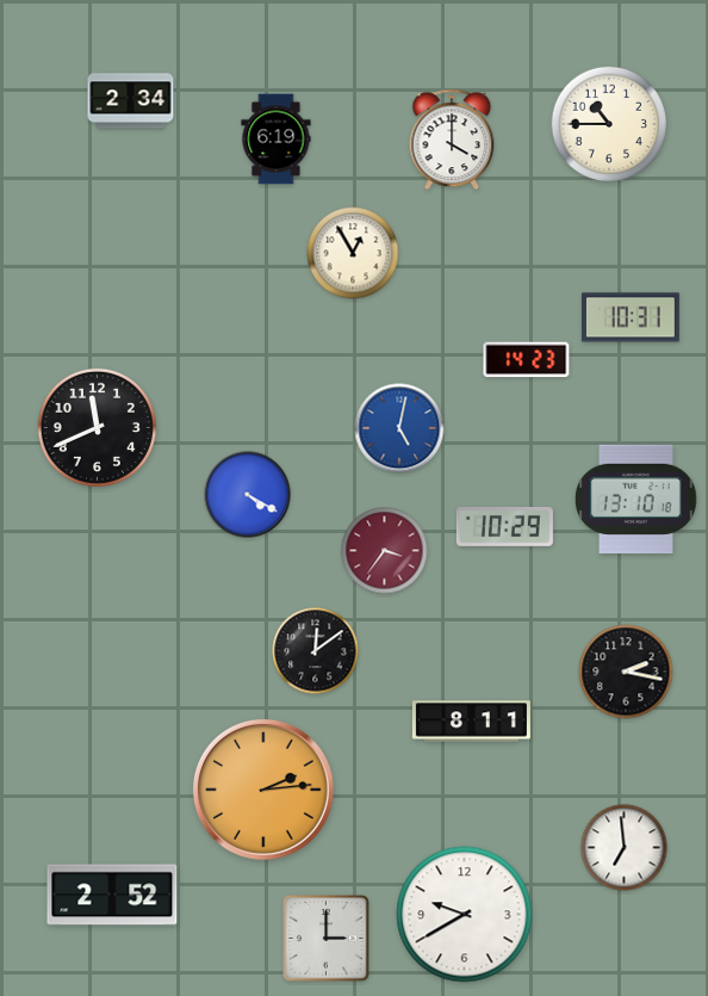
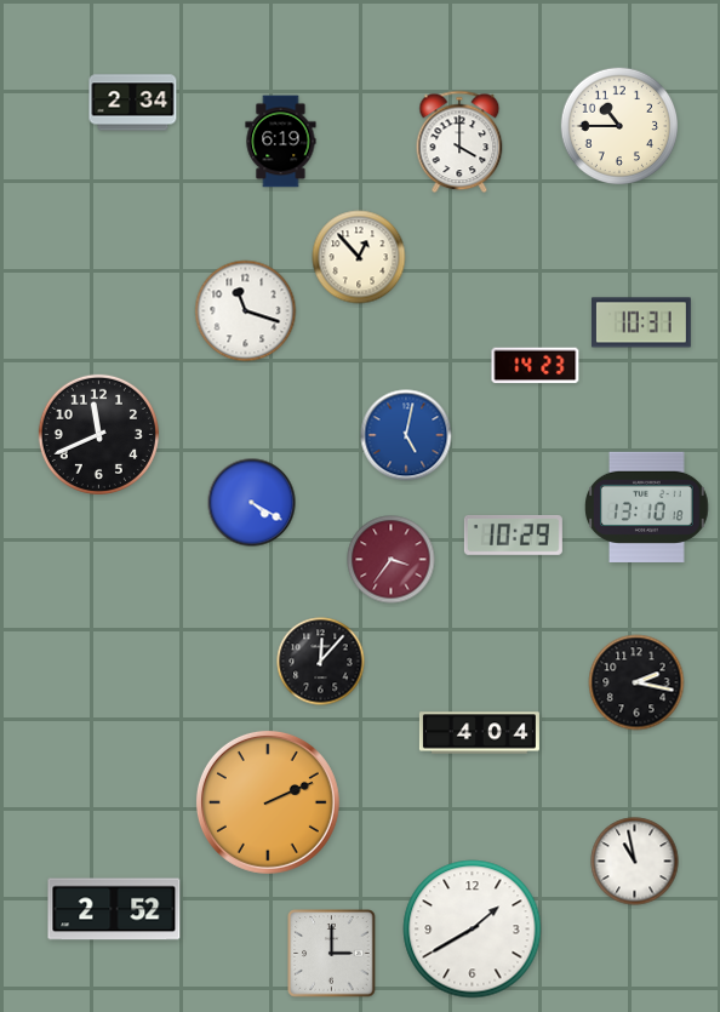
clock at (353, 253): 12:55 -> 12:53
clock at (246, 311): none -> 11:18
clock at (316, 651): 12:09 -> 12:07
clock at (471, 722): 8:11 -> 4:04
clock at (263, 790): 2:14 -> 2:11
clock at (625, 848): 6:59 -> 10:58
clock at (465, 915): 9:40 -> 1:40
